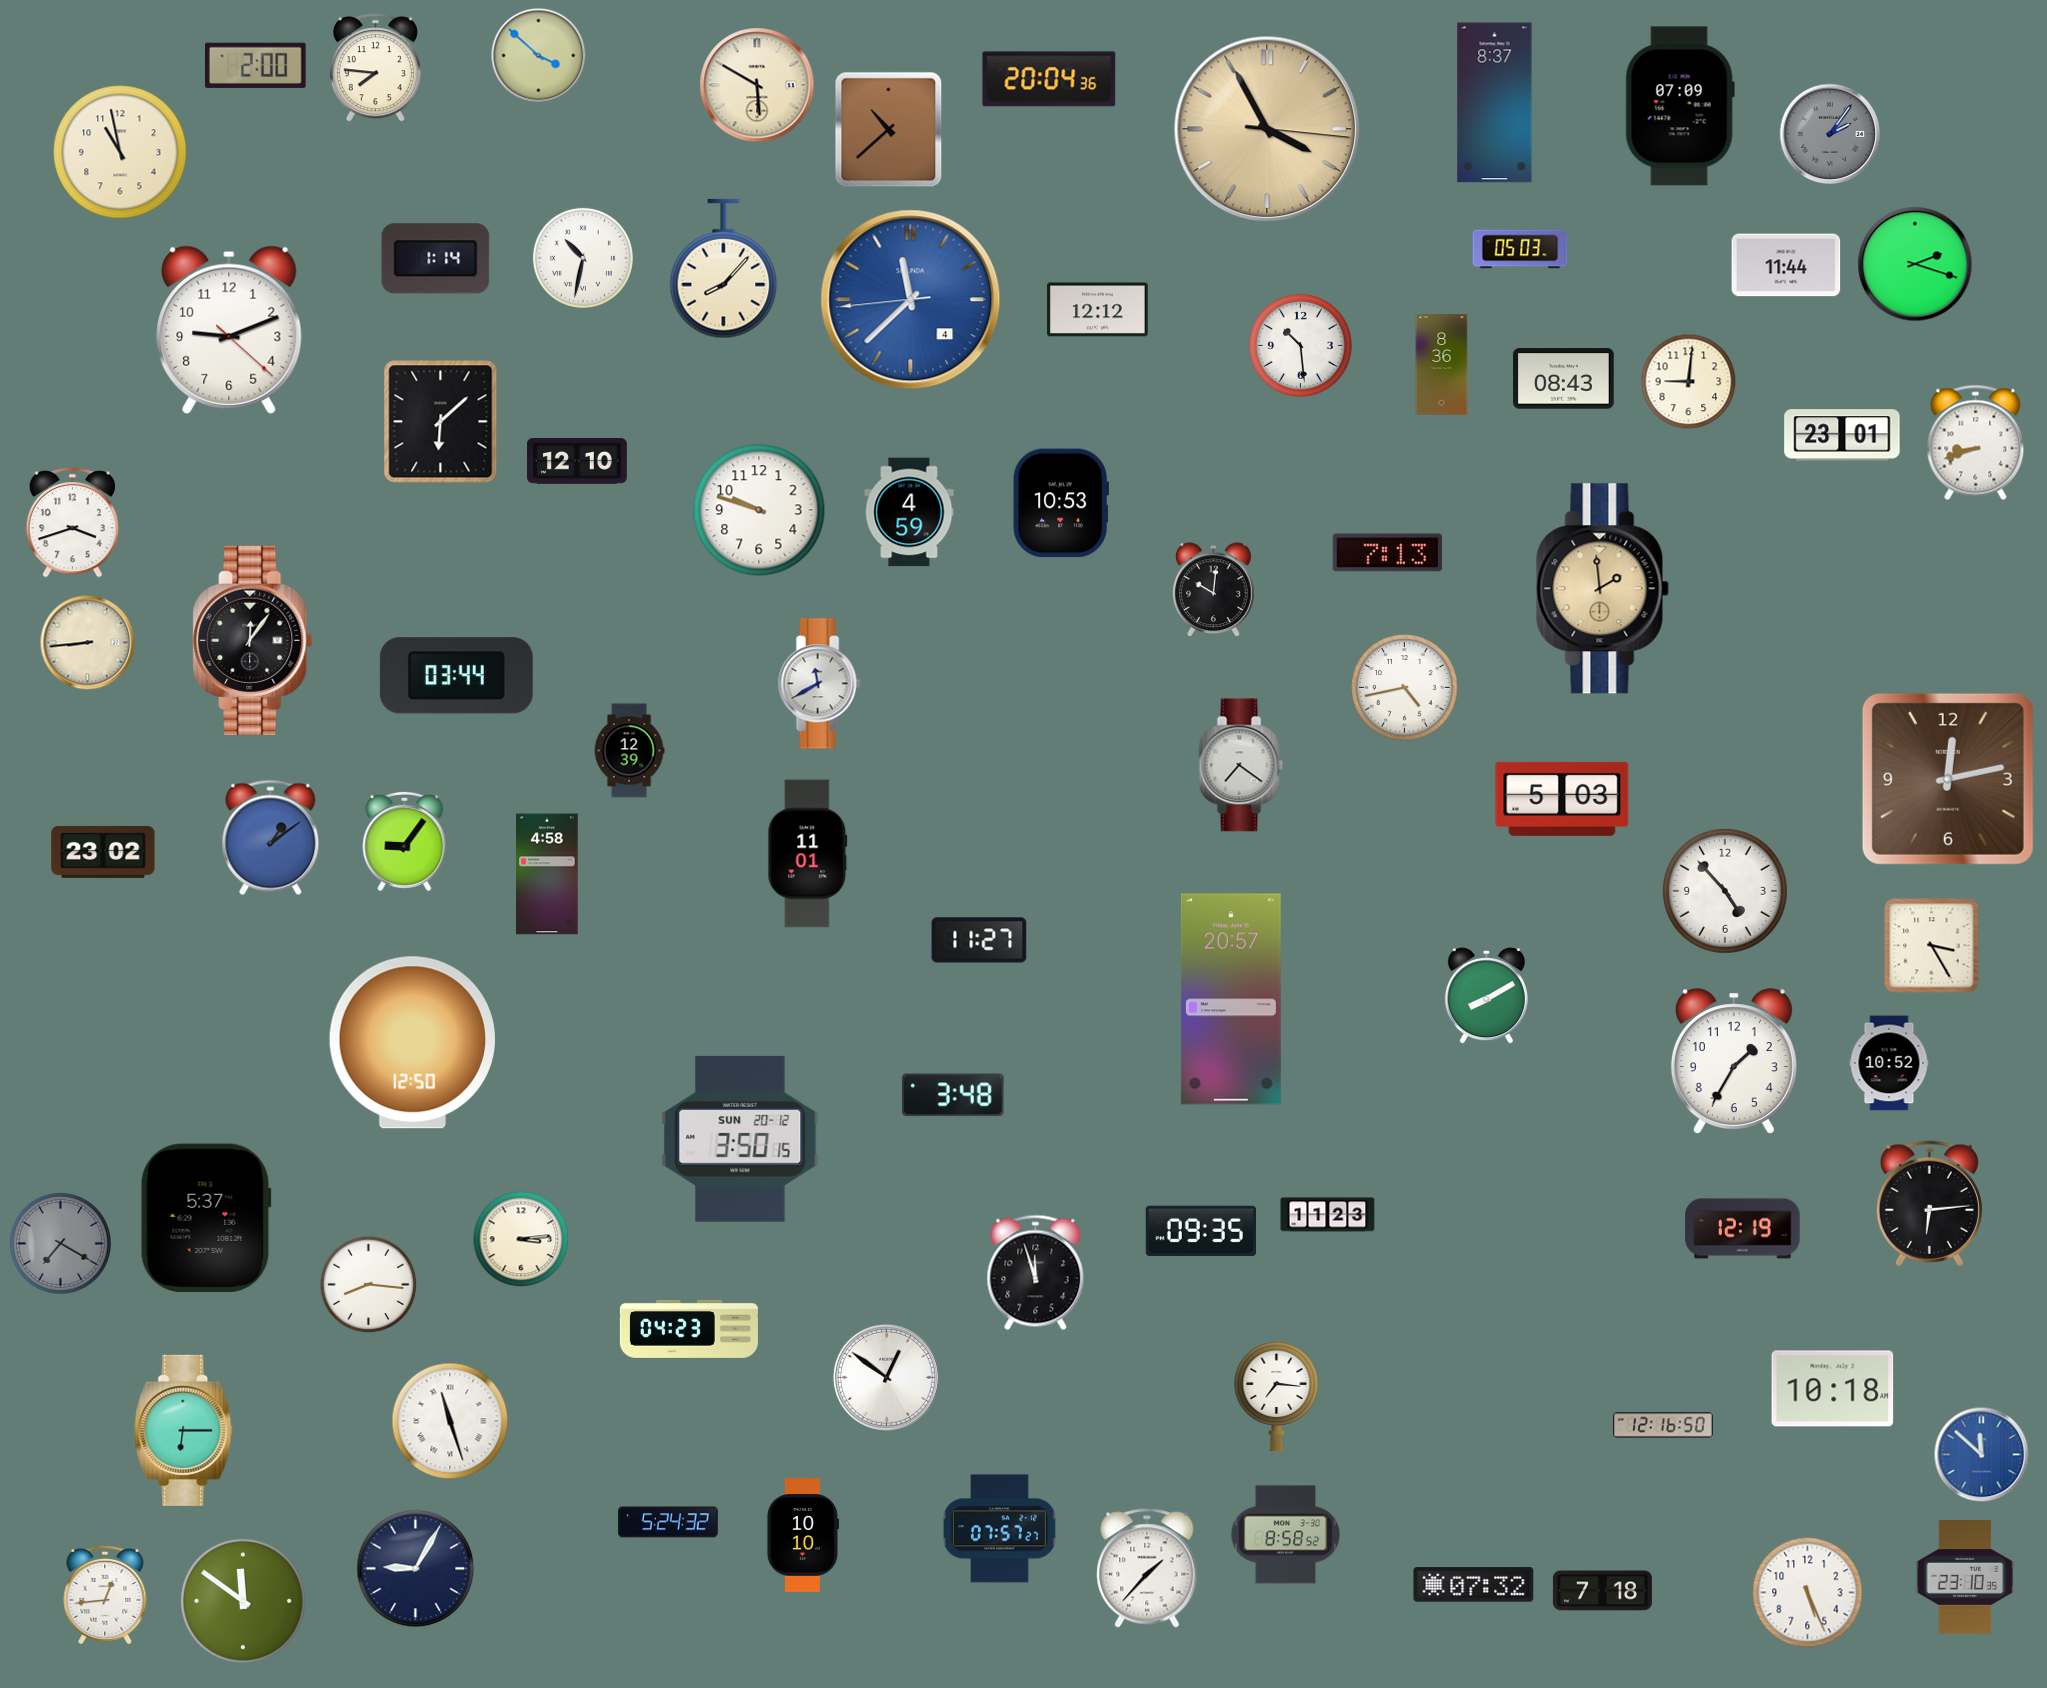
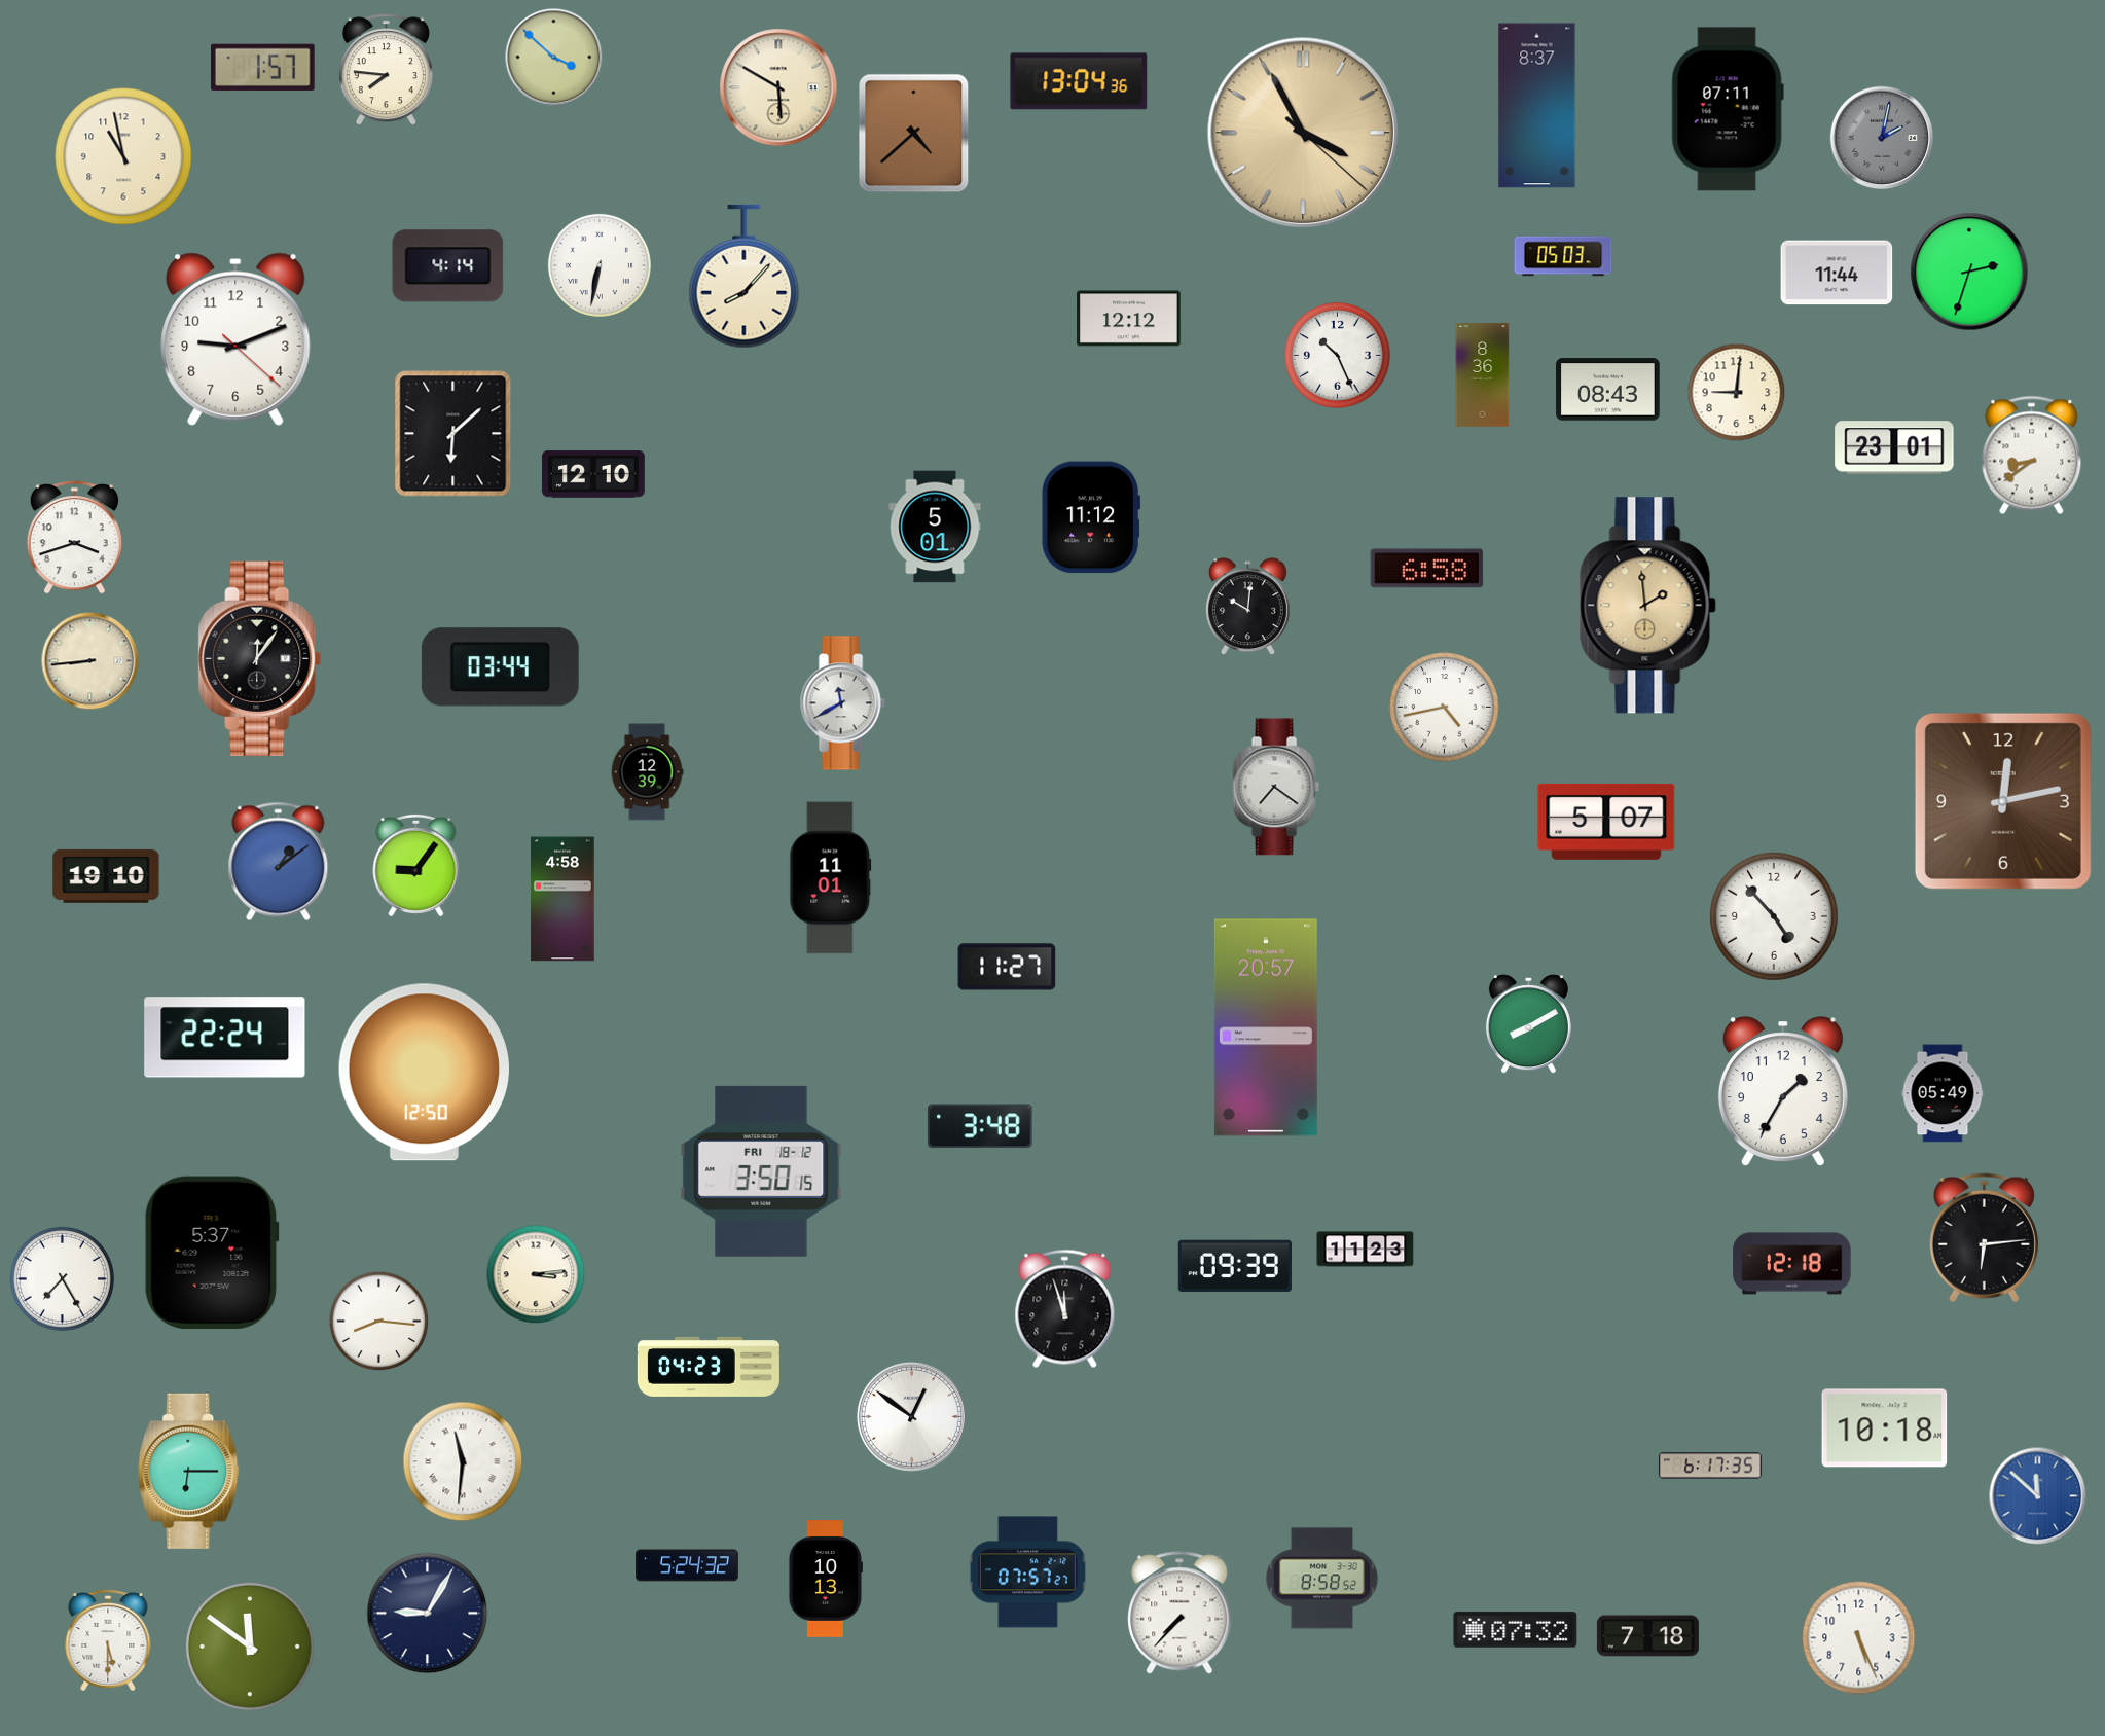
clock at (255, 65): 2:00 -> 1:57
clock at (1049, 79): 20:04 -> 13:04
clock at (1680, 106): 07:09 -> 07:11
clock at (1267, 129): 3:55:16 -> 3:55:22
clock at (889, 130): 10:38 -> 4:38
clock at (1830, 134): 2:06 -> 2:02
clock at (583, 258): 10:32 -> 6:32
clock at (436, 259): 1:14 -> 4:14
clock at (1915, 264): 2:18 -> 2:33
clock at (911, 300): 11:37 -> none
clock at (1300, 345): 10:29 -> 10:26
clock at (1976, 443): 8:42 -> 8:39
clock at (1061, 503): 10:53 -> 11:12
clock at (759, 510): 9:48 -> none
clock at (909, 512): 4:59 -> 5:01
clock at (1388, 553): 7:13 -> 6:58
clock at (456, 676) position: (456, 676) -> (500, 667)
clock at (1562, 799): 5:03 -> 5:07
clock at (103, 852): 23:02 -> 19:10
clock at (1932, 946): 3:25 -> none
clock at (225, 1038): none -> 22:24
clock at (1889, 1063): 10:52 -> 05:49
clock at (740, 1139) date: SUN 20-12 -> FRI 18-12
clock at (1743, 1229): 12:19 -> 12:18
clock at (1200, 1231): 09:35 -> 09:39
clock at (60, 1243): 7:20 -> 7:25
clock at (60, 1243) dial: grey -> white
clock at (1277, 1396): 7:16 -> none
clock at (450, 1421): 11:27 -> 11:31
clock at (1664, 1425): 12:16 -> 6:17
clock at (803, 1535): 10:10 -> 10:13
clock at (1147, 1568): 1:37 -> 7:37
clock at (1965, 1577): 23:10 -> none
clock at (105, 1595): 12:44 -> 5:30
